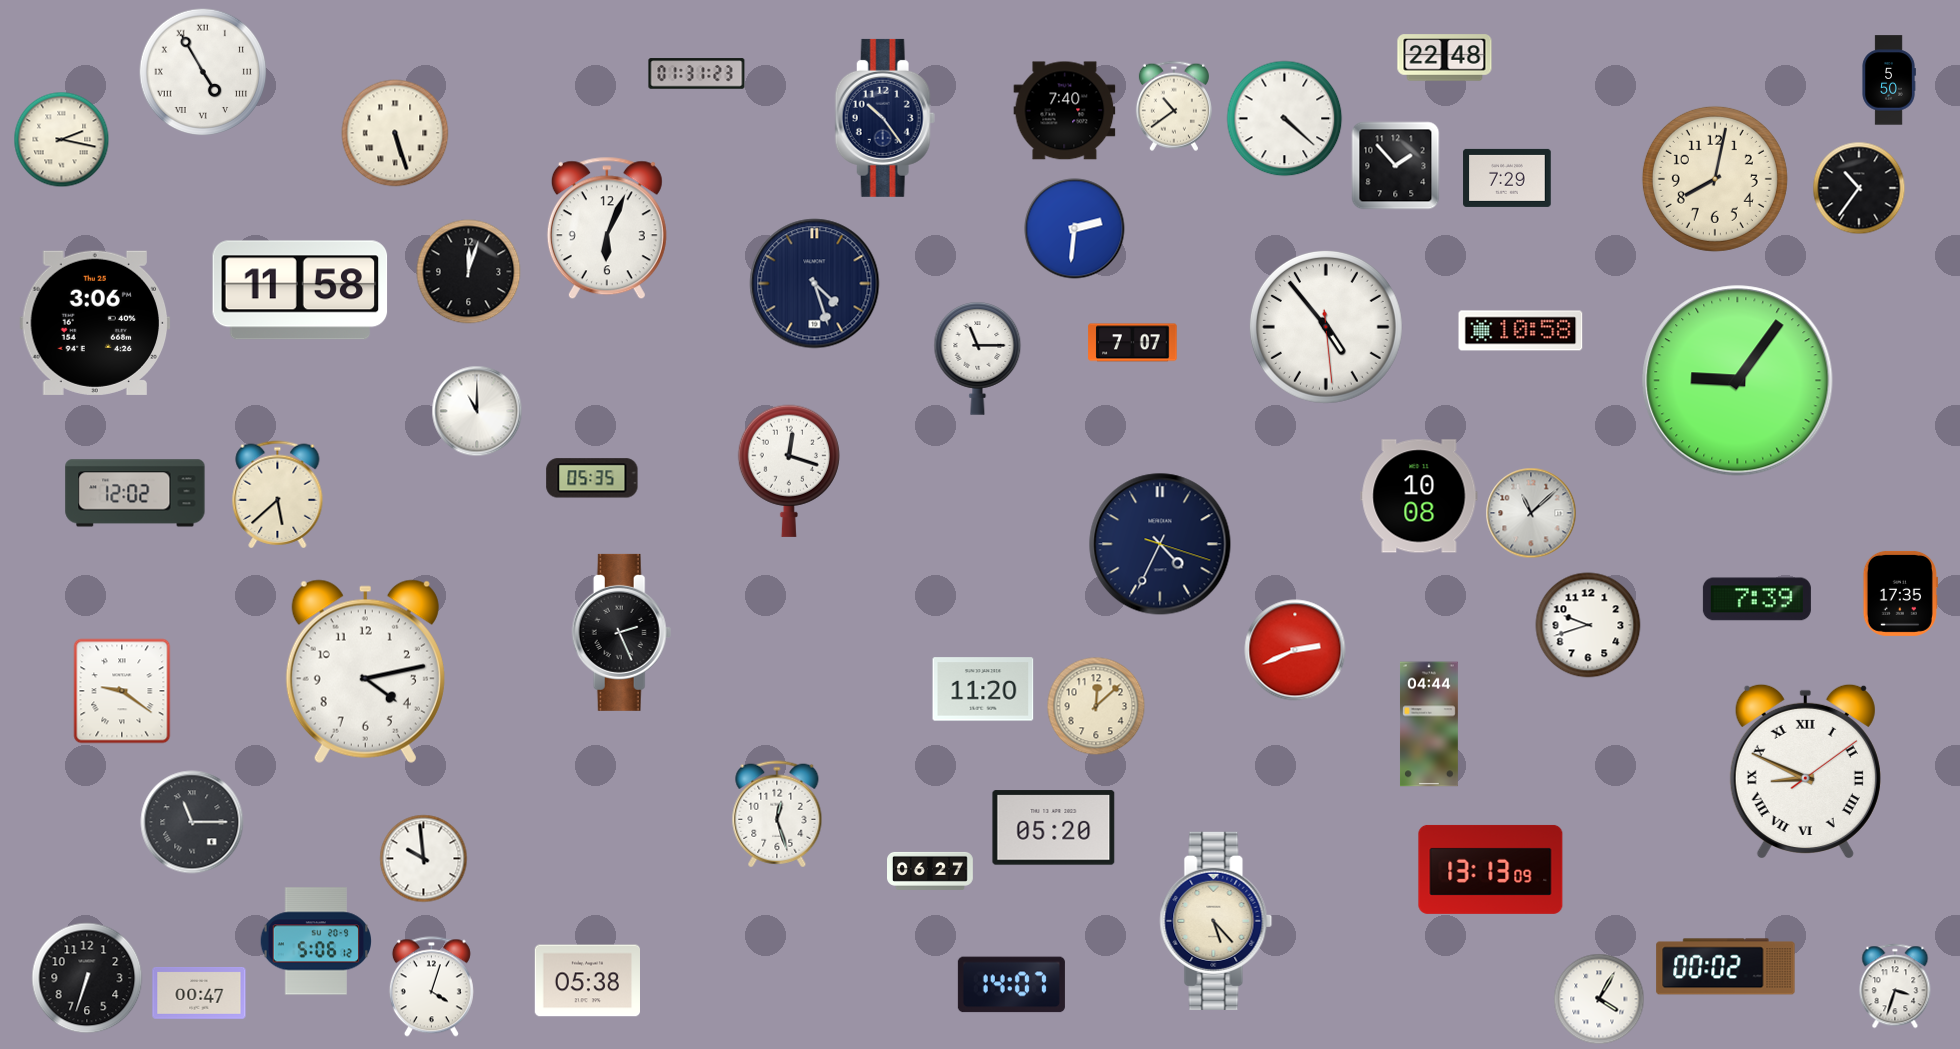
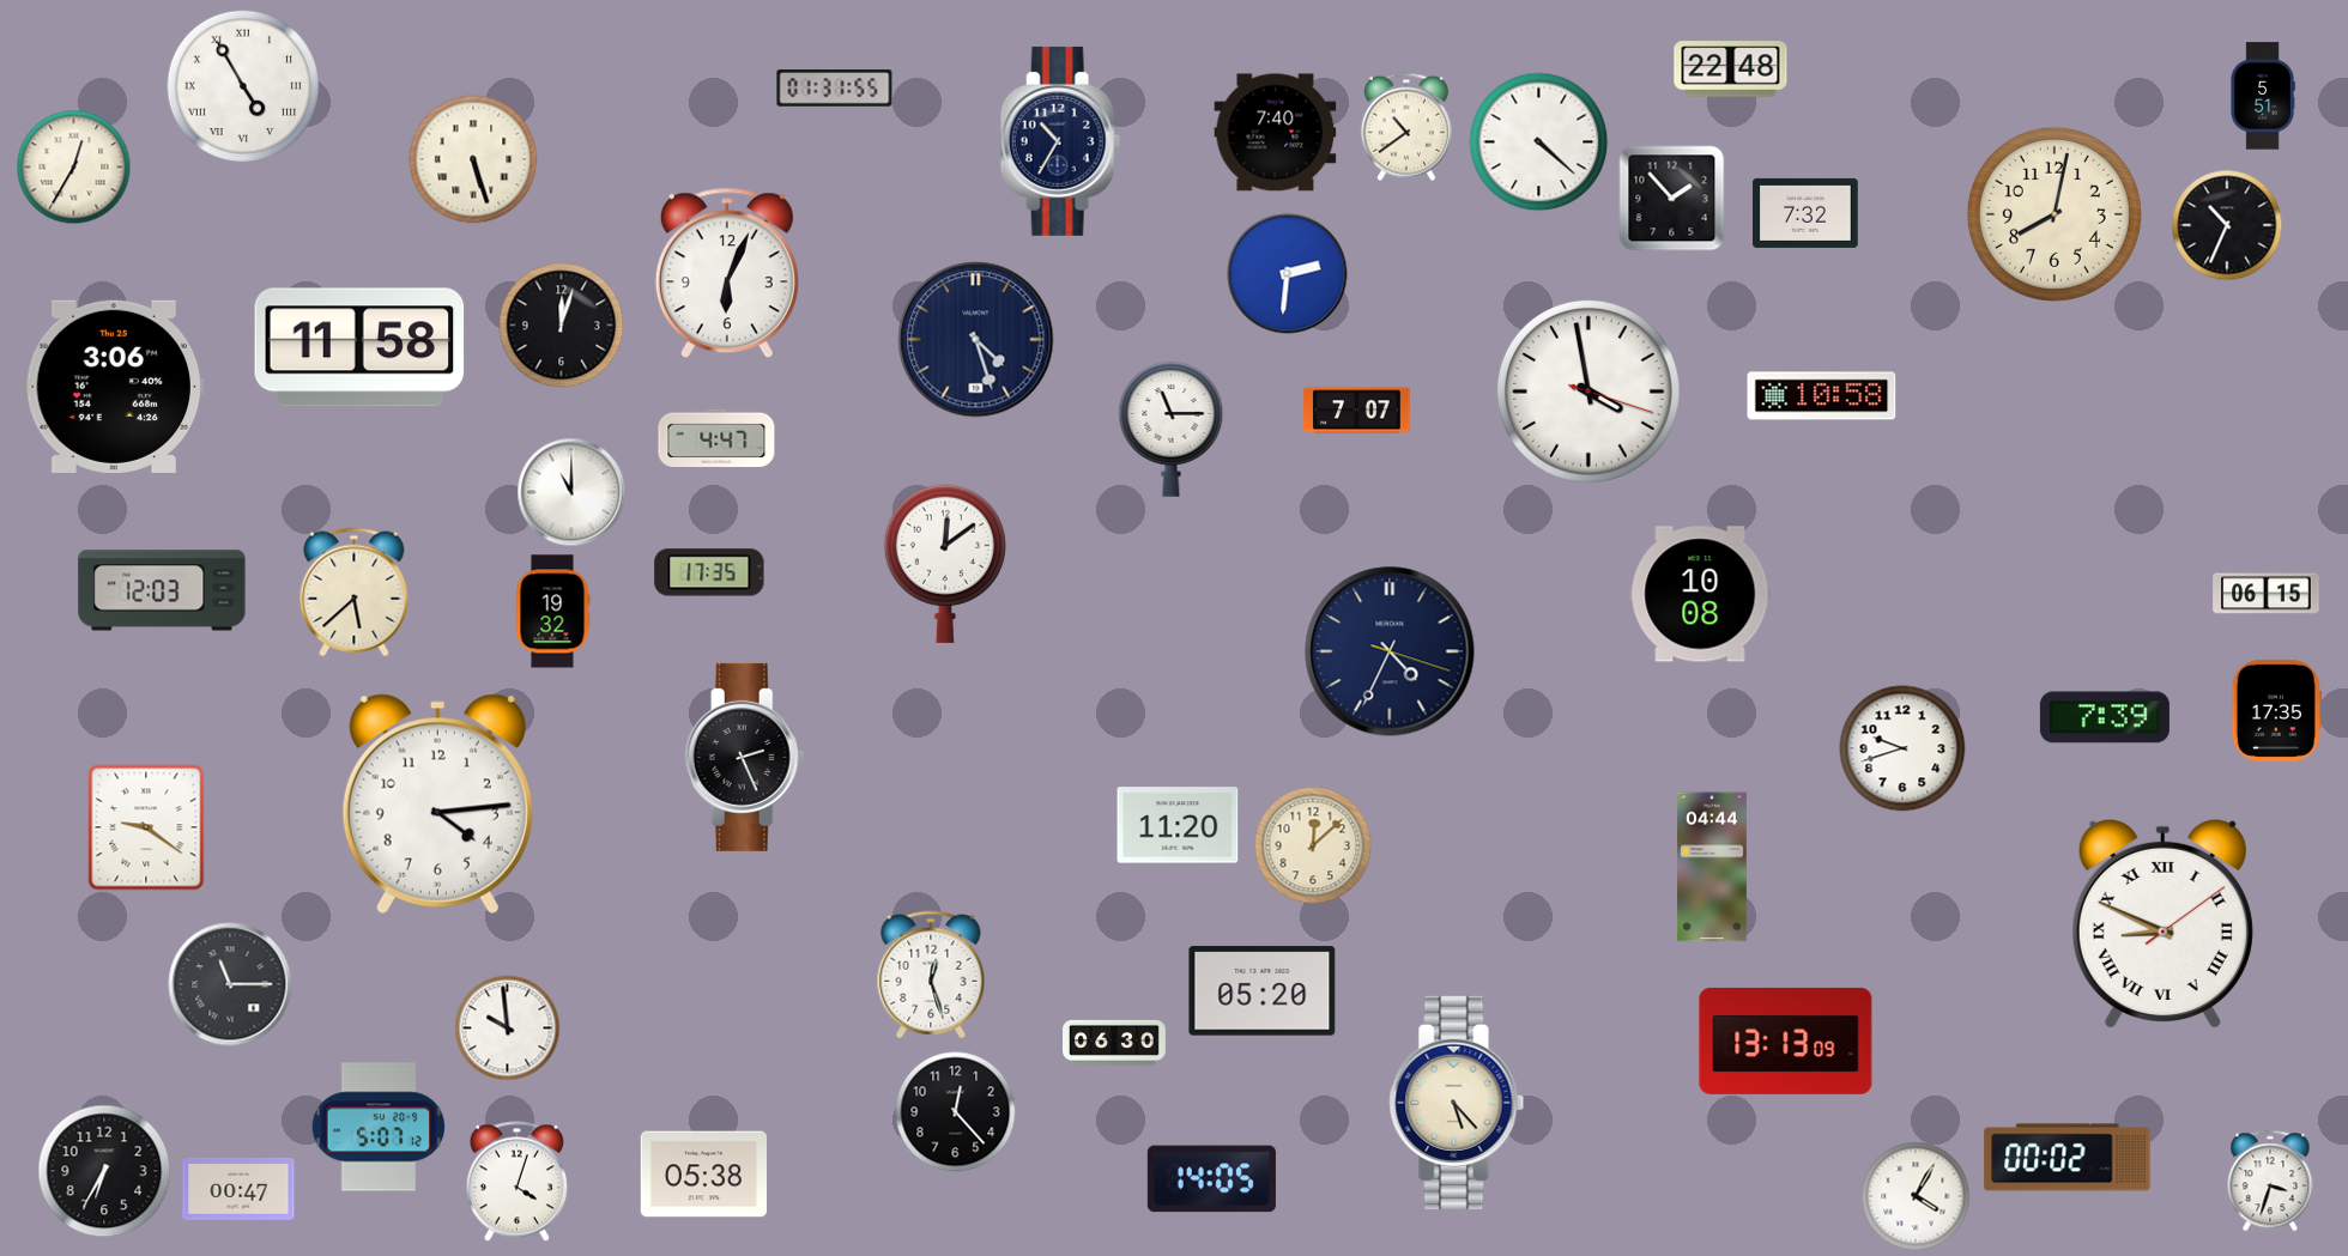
clock at (697, 74): 01:31:23 -> 01:31:55
clock at (1889, 80): 5:50 -> 5:51
clock at (885, 118): 10:24 -> 10:35
clock at (62, 140): 2:17 -> 12:35
clock at (1507, 178): 7:29 -> 7:32
clock at (1859, 188): 10:36 -> 10:34
clock at (1326, 327): 4:53 -> 3:58
clock at (716, 437): none -> 4:47
clock at (1738, 381): 9:06 -> none
clock at (789, 471): 12:18 -> 12:09
clock at (592, 478): 05:35 -> 17:35
clock at (135, 493): 12:02 -> 12:03
clock at (278, 495) position: (278, 495) -> (355, 593)
clock at (2267, 594): none -> 06:15
clock at (552, 612): none -> 19:32
clock at (1531, 513): 11:08 -> none
clock at (1295, 650): 2:41 -> none
clock at (365, 671): 4:13 -> 4:14
clock at (931, 871): 06:27 -> 06:30
clock at (956, 1112): none -> 12:23
clock at (316, 941): 5:06 -> 5:07
clock at (87, 978): 6:33 -> 6:35
clock at (1011, 985): 14:07 -> 14:05
